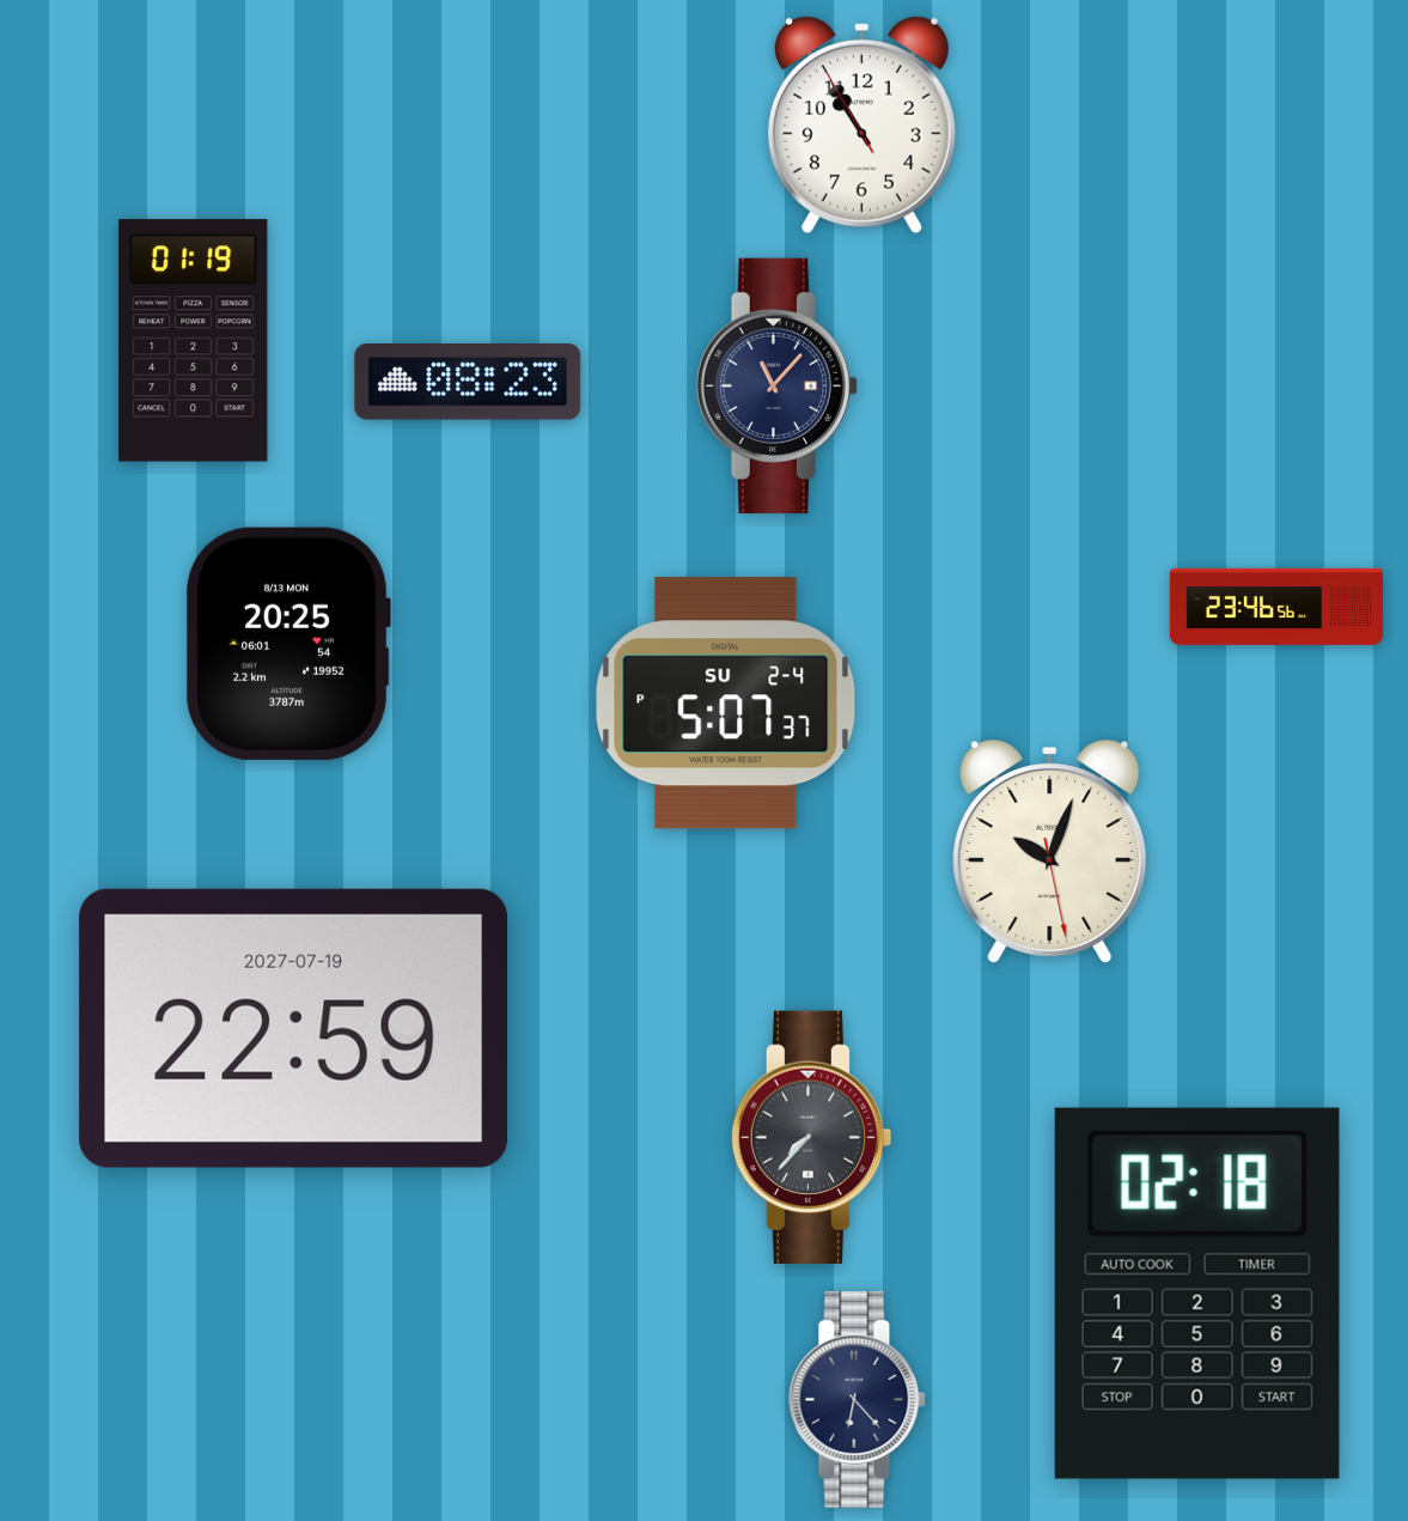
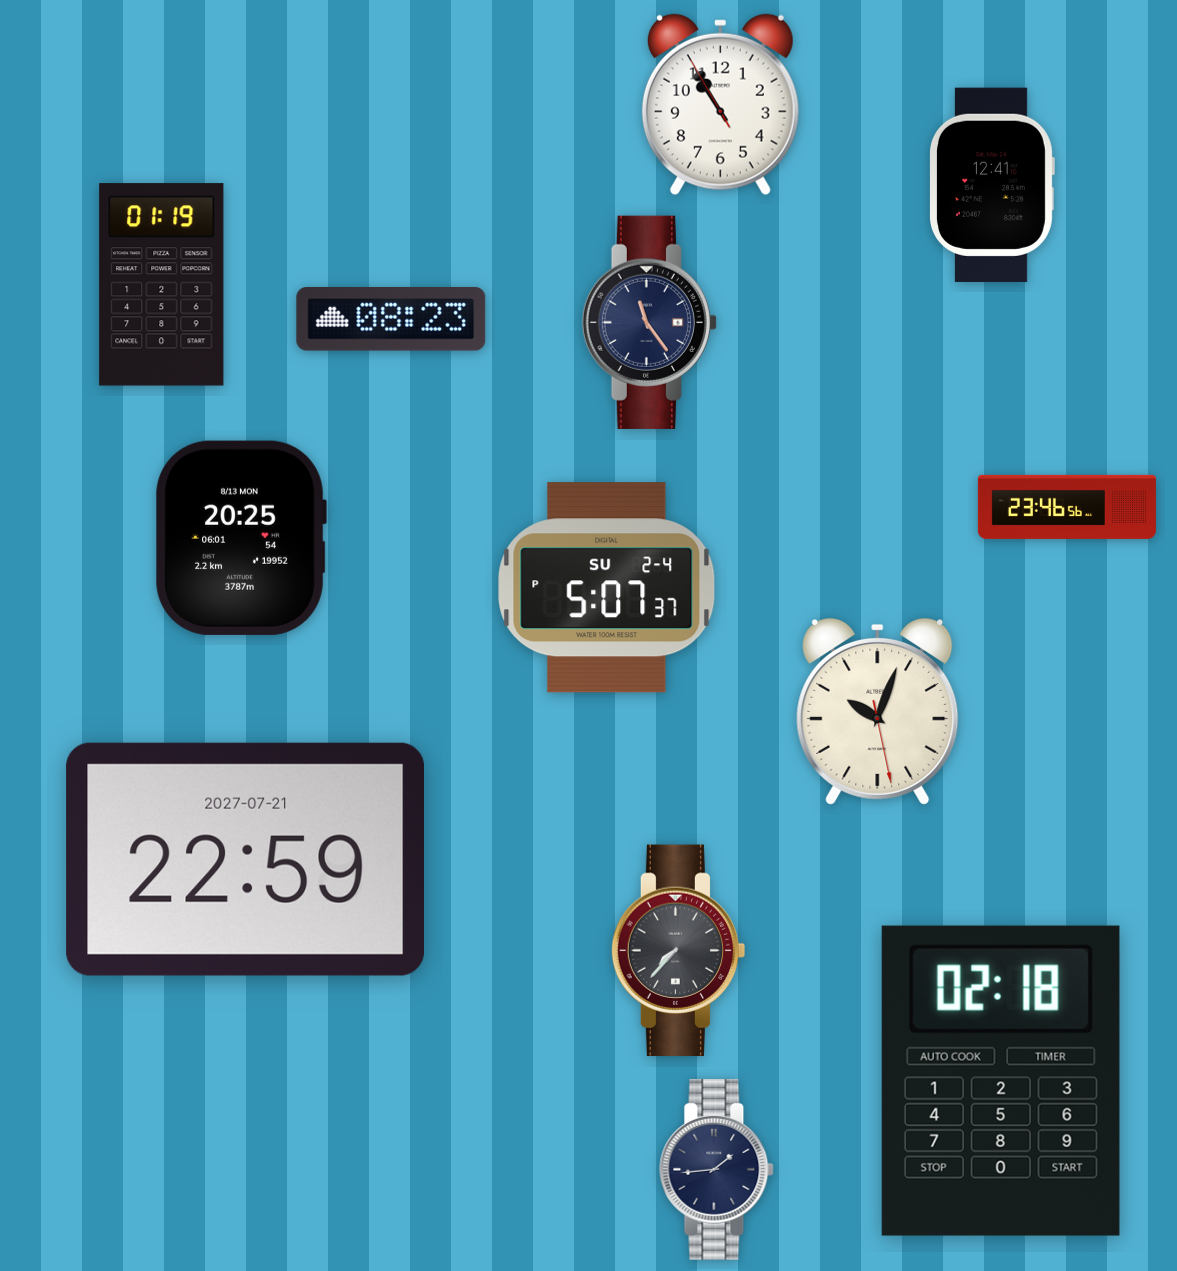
clock at (992, 185): none -> 12:41
clock at (776, 385): 11:07 -> 11:24
clock at (293, 1028) date: 2027-07-19 -> 2027-07-21
clock at (858, 1399): 6:23 -> 1:44
